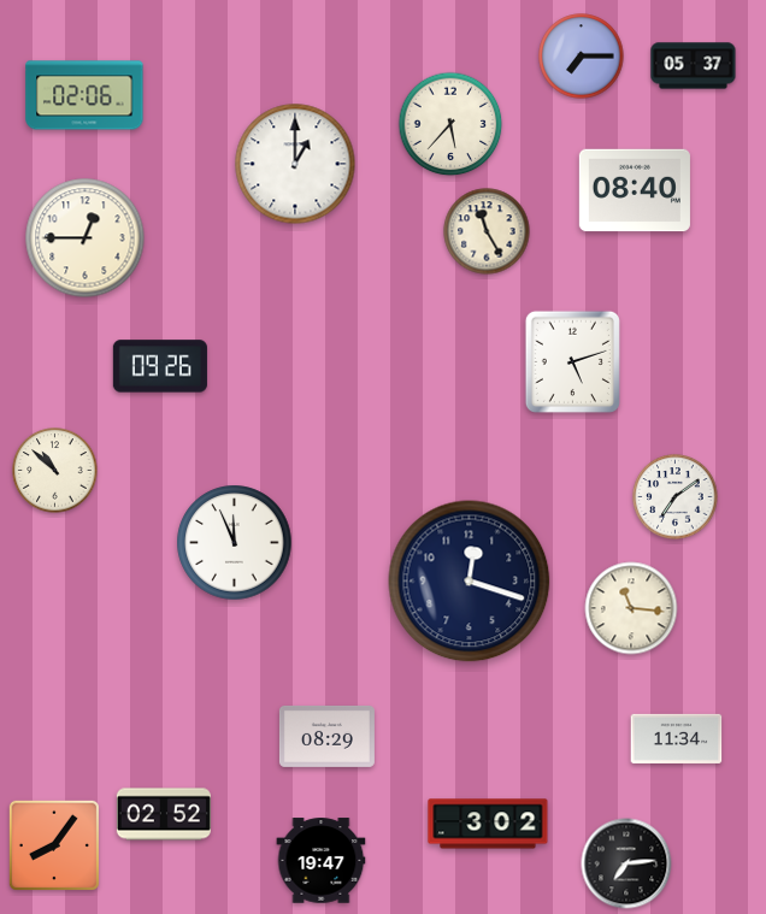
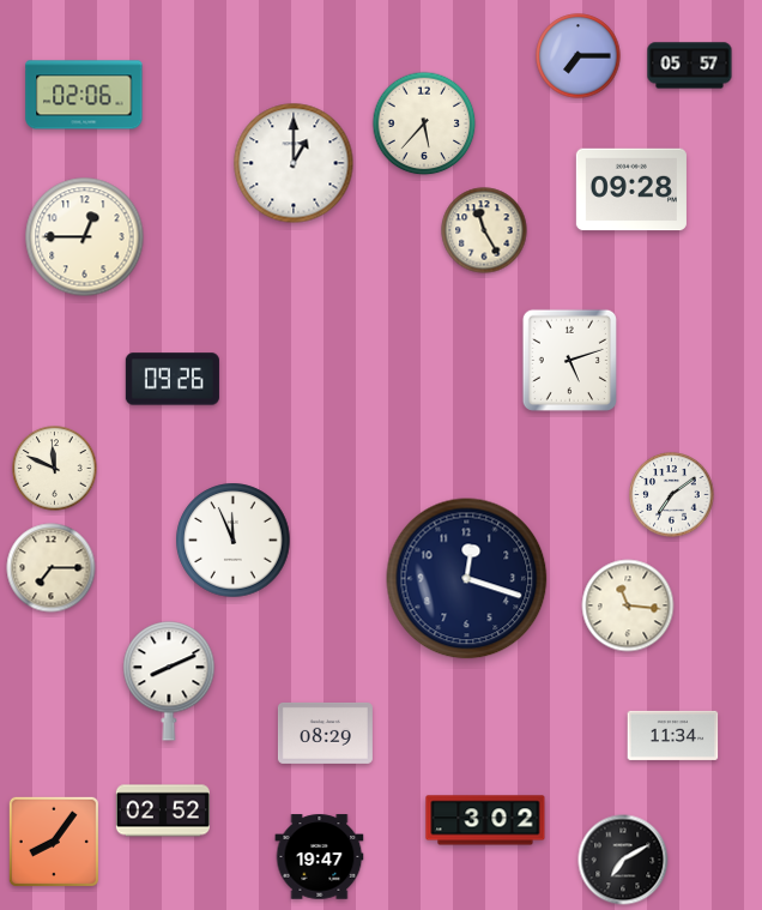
clock at (694, 66): 05:37 -> 05:57
clock at (450, 124) position: (450, 124) -> (424, 123)
clock at (635, 190): 08:40 -> 09:28
clock at (160, 366) position: (160, 366) -> (173, 379)
clock at (55, 471): 10:52 -> 11:49
clock at (52, 568): none -> 7:15
clock at (169, 681): none -> 8:11
clock at (626, 863): 7:14 -> 7:10
